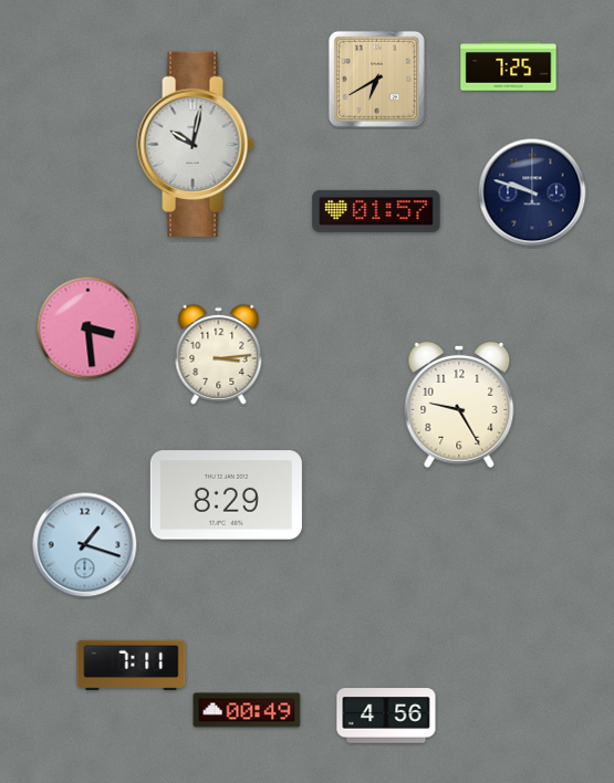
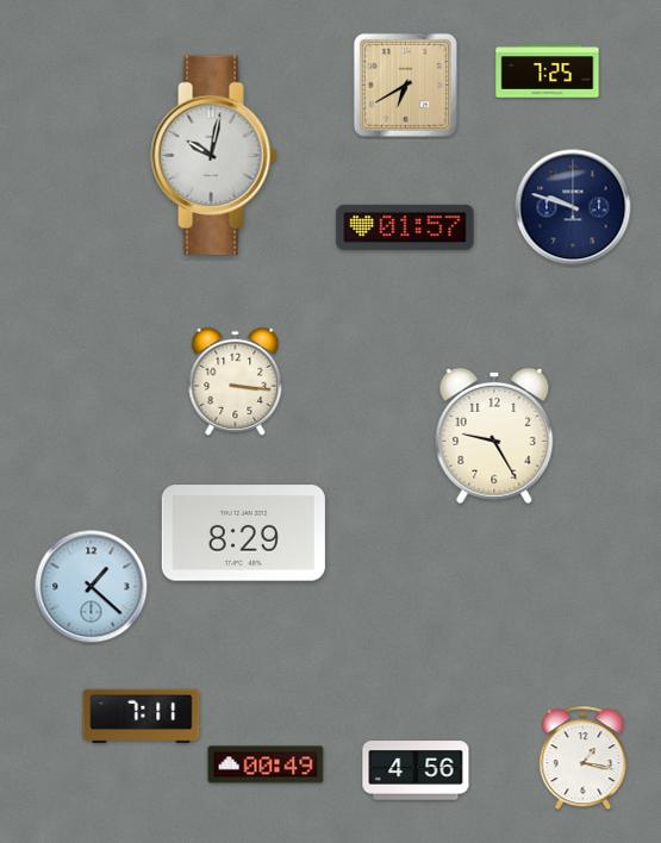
clock at (196, 144) position: (196, 144) -> (214, 155)
clock at (89, 328): 3:29 -> none
clock at (219, 354): 3:14 -> 3:16
clock at (85, 545): 1:18 -> 1:22
clock at (584, 758): none -> 1:17
